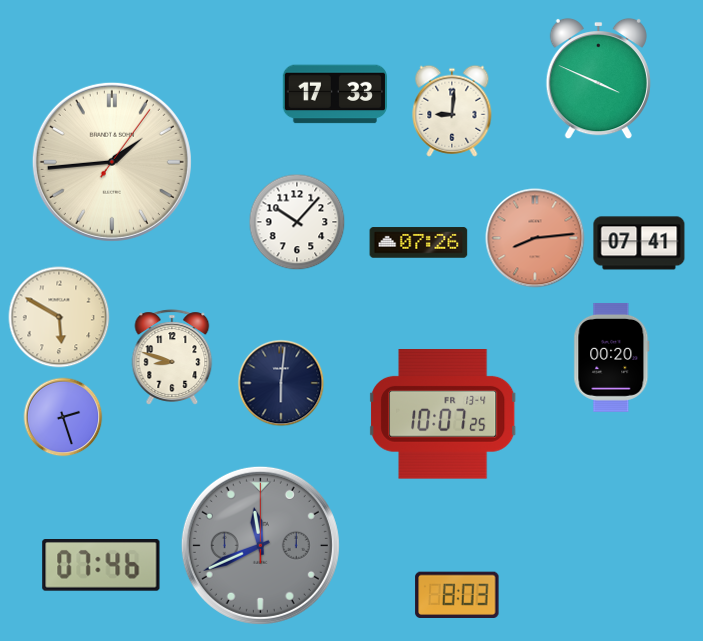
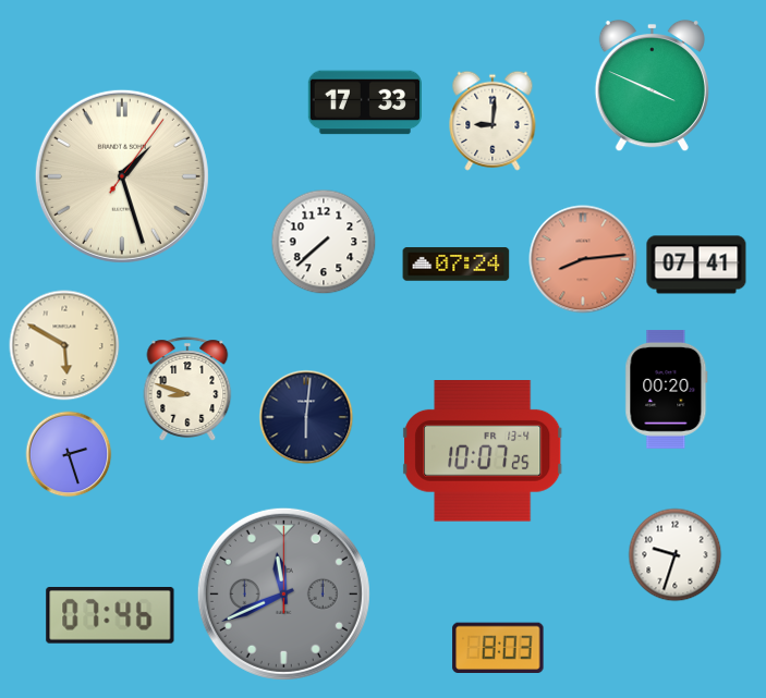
clock at (112, 162): 1:44 -> 1:27
clock at (297, 222): 10:07 -> 7:38
clock at (419, 243): 07:26 -> 07:24
clock at (676, 555): none -> 9:33
